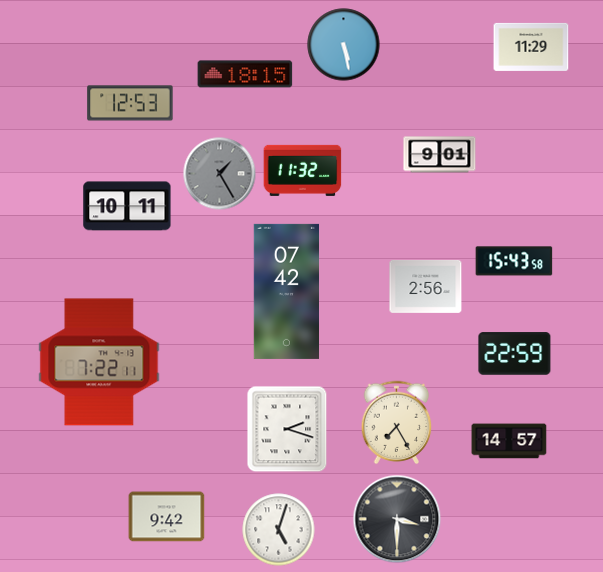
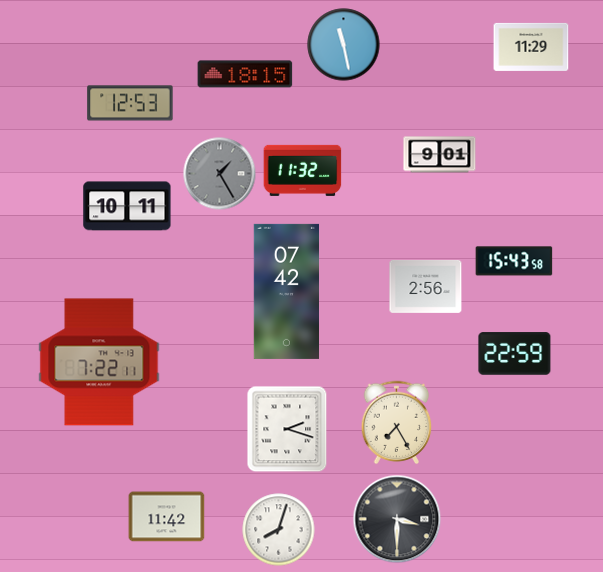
clock at (344, 45): 5:28 -> 11:28
clock at (509, 441): 14:57 -> none
clock at (167, 517): 9:42 -> 11:42
clock at (279, 530): 5:03 -> 8:03
